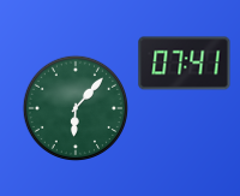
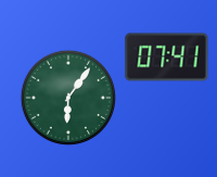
clock at (74, 107): 6:07 -> 6:06
